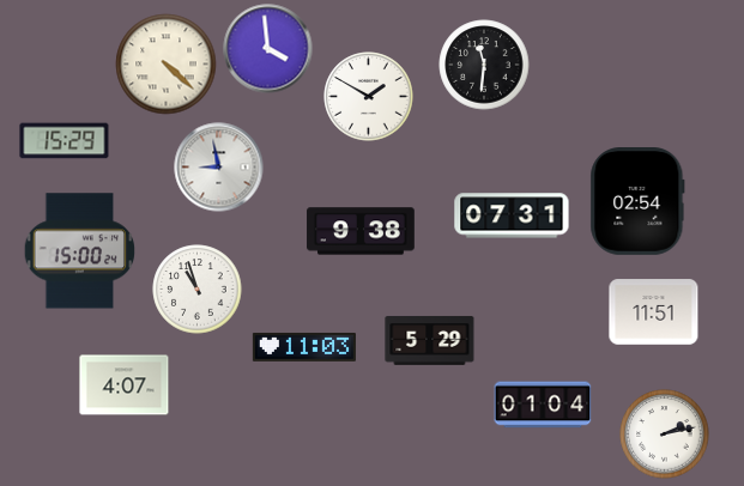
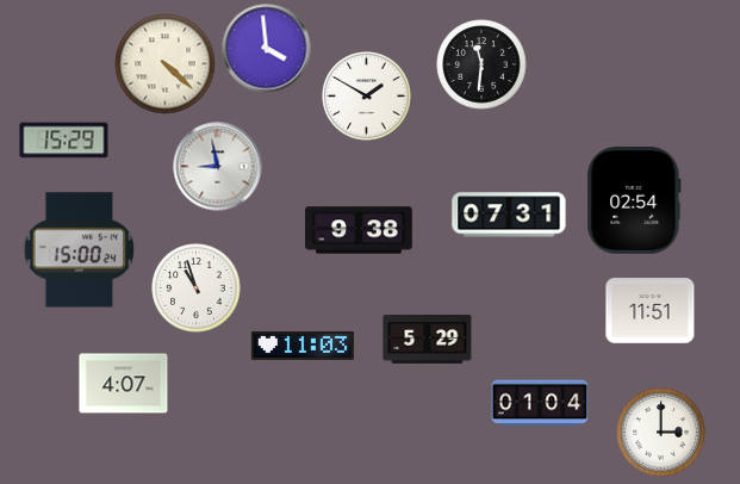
clock at (665, 435): 2:13 -> 3:00
